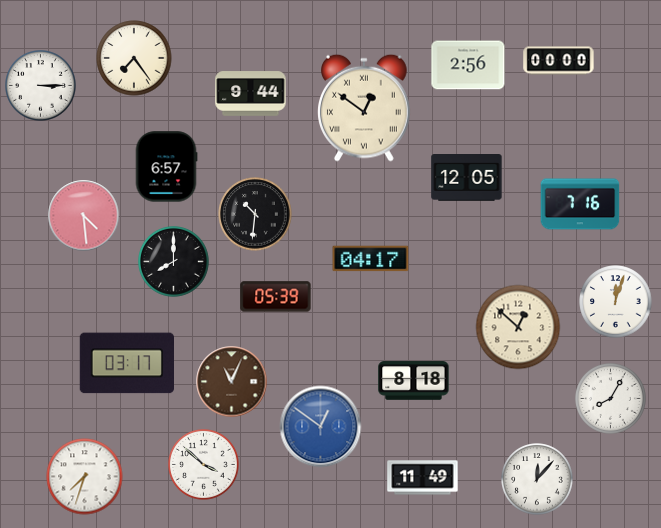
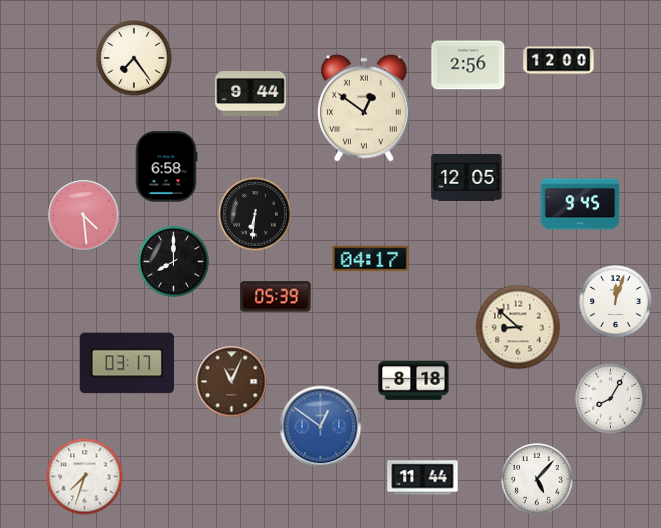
clock at (559, 61): 00:00 -> 12:00
clock at (41, 86): 3:15 -> none
clock at (166, 167): 6:57 -> 6:58
clock at (580, 204): 7:16 -> 9:45
clock at (255, 214): 10:31 -> 6:31
clock at (518, 327): 12:52 -> 8:52
clock at (204, 465): 3:52 -> none
clock at (423, 478): 11:49 -> 11:44
clock at (537, 479): 12:07 -> 5:07
